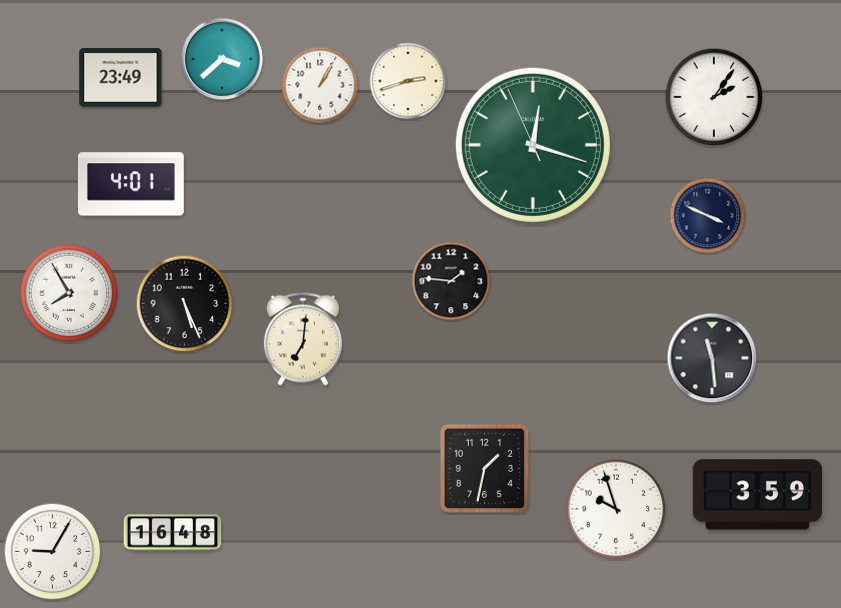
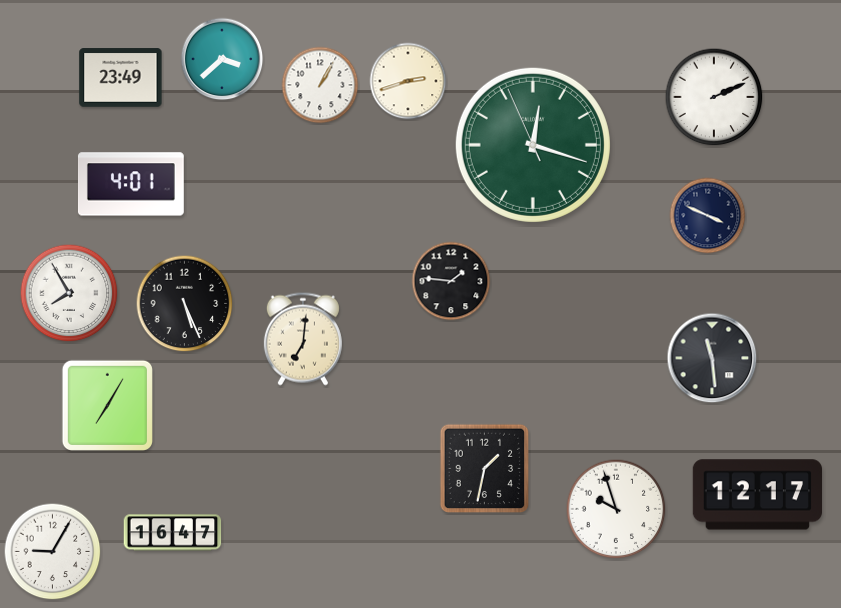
clock at (714, 97): 2:06 -> 2:11
clock at (107, 405): none -> 7:05
clock at (757, 495): 3:59 -> 12:17
clock at (173, 533): 16:48 -> 16:47
